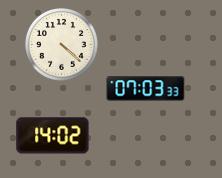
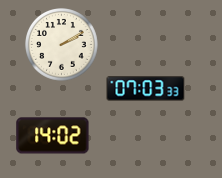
clock at (62, 45): 4:22 -> 2:10
